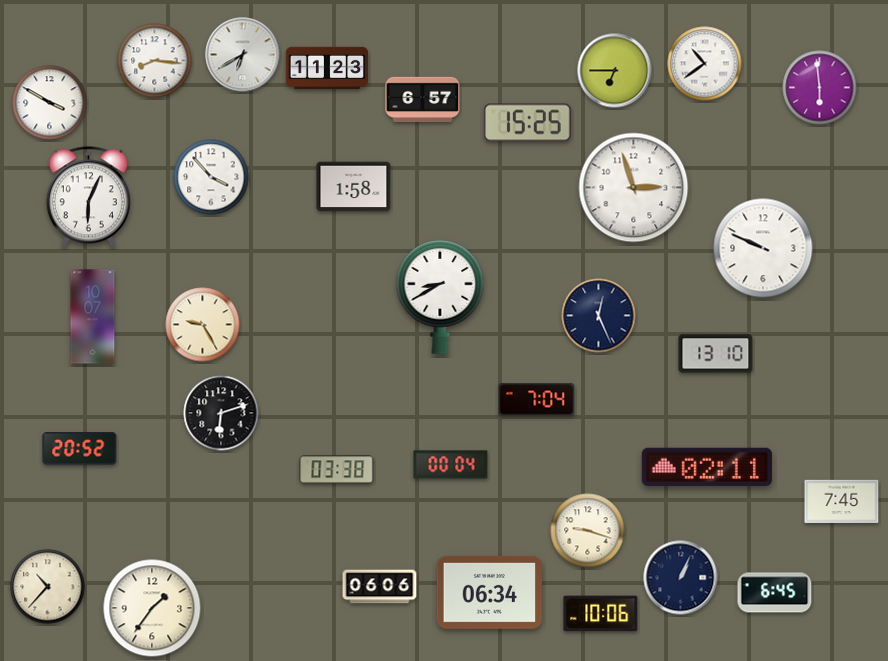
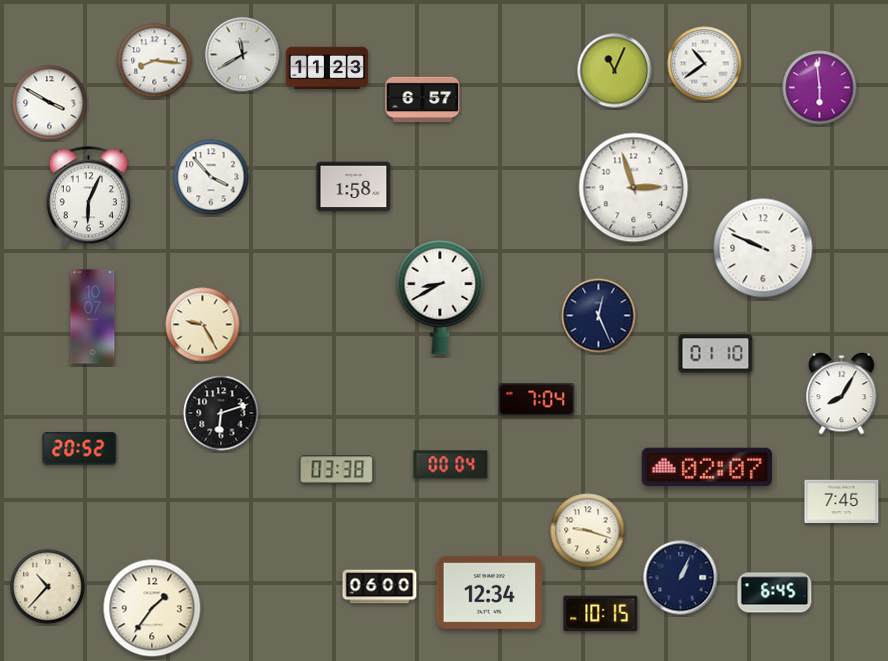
clock at (243, 55): 6:40 -> 11:40
clock at (615, 71): 6:45 -> 11:04
clock at (527, 123): 15:25 -> none
clock at (716, 354): 13:10 -> 01:10
clock at (842, 394): none -> 8:05
clock at (707, 467): 02:11 -> 02:07
clock at (380, 587): 06:06 -> 06:00
clock at (489, 592): 06:34 -> 12:34
clock at (601, 614): 10:06 -> 10:15
